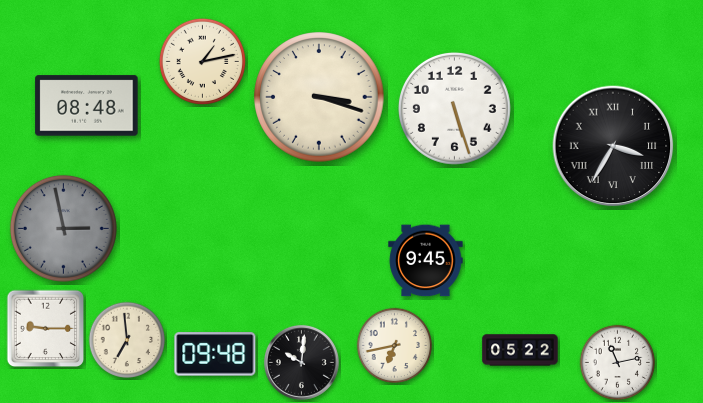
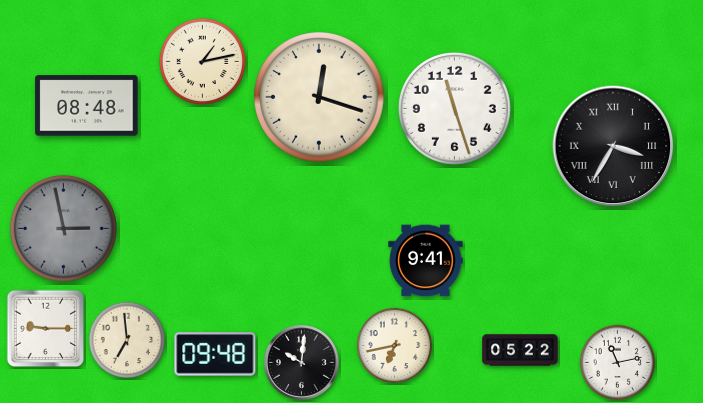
clock at (319, 97): 3:18 -> 12:18
clock at (454, 108): 5:27 -> 11:27
clock at (426, 261): 9:45 -> 9:41
